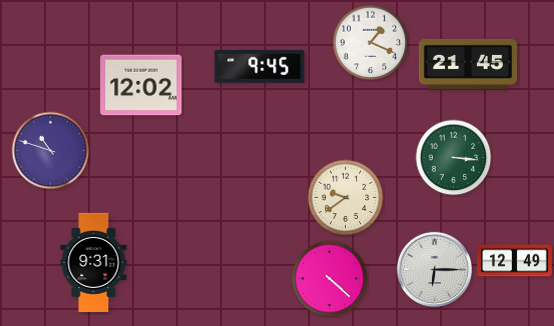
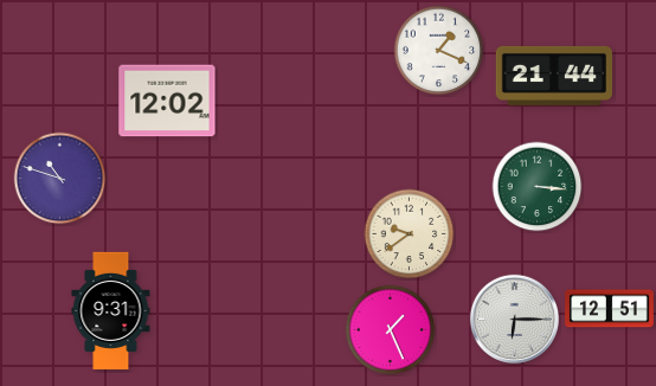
clock at (467, 64): 21:45 -> 21:44
clock at (260, 66): 9:45 -> none
clock at (515, 261): 12:49 -> 12:51
clock at (330, 279): 4:22 -> 1:26
